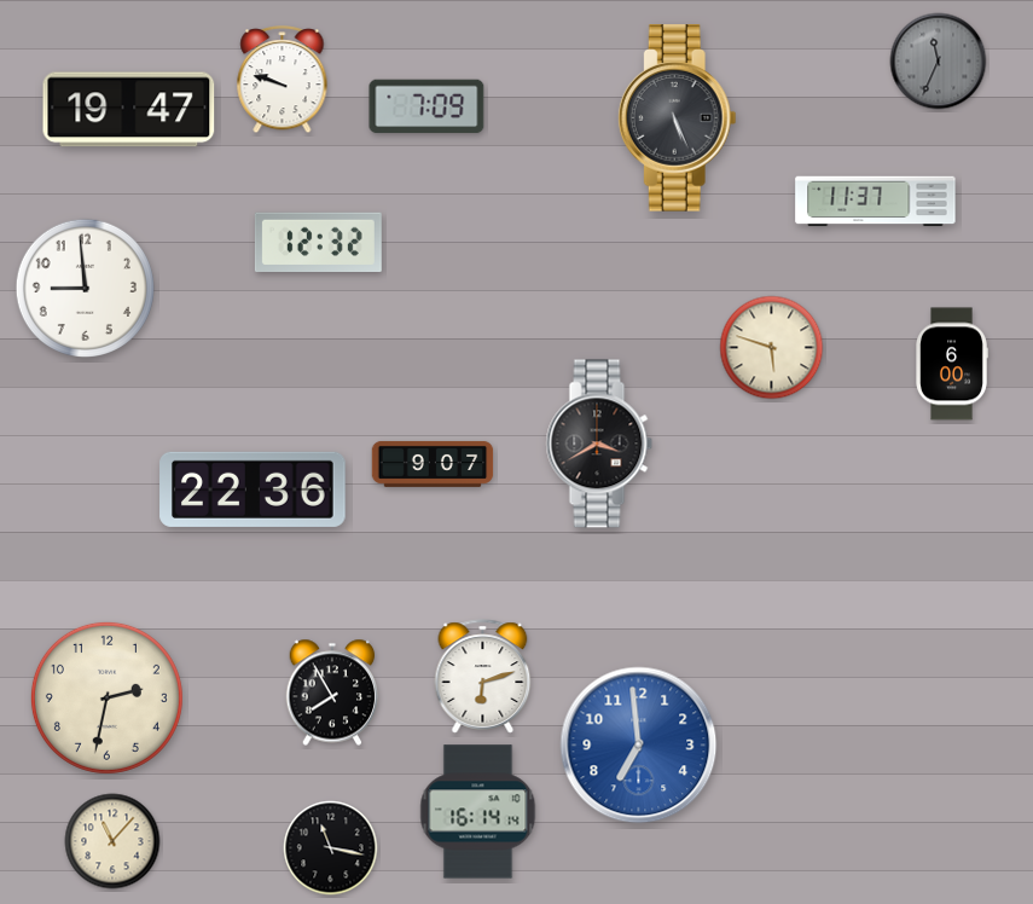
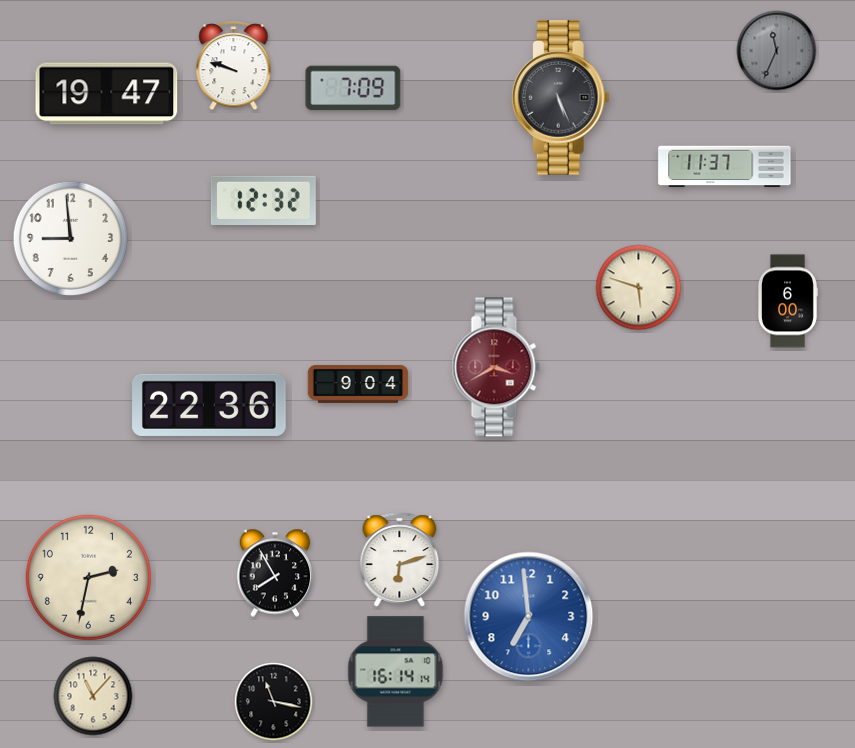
clock at (129, 110) position: (129, 110) -> (107, 94)
clock at (599, 444) dial: black -> burgundy
clock at (433, 464): 9:07 -> 9:04
